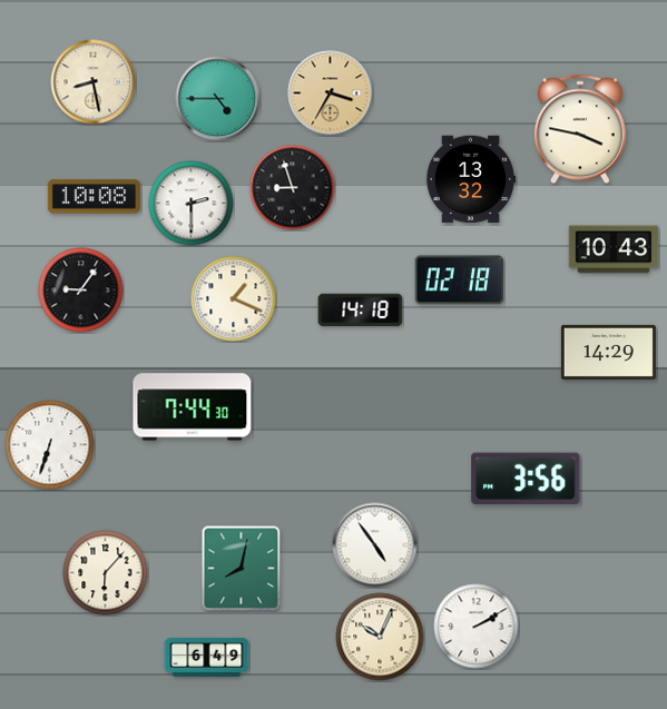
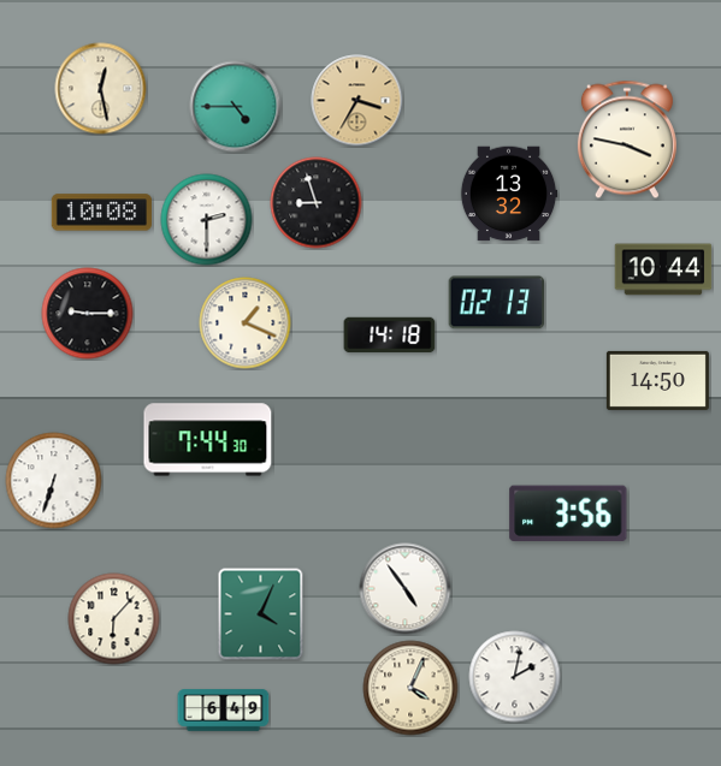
clock at (94, 82): 8:28 -> 12:28
clock at (614, 249): 10:43 -> 10:44
clock at (460, 280): 02:18 -> 02:13
clock at (81, 291): 9:06 -> 9:15
clock at (234, 299) position: (234, 299) -> (246, 323)
clock at (608, 352): 14:29 -> 14:50
clock at (526, 477) position: (526, 477) -> (568, 512)
clock at (242, 569): 8:02 -> 4:04
clock at (477, 627): 2:10 -> 2:02
clock at (380, 637): 10:04 -> 4:04
